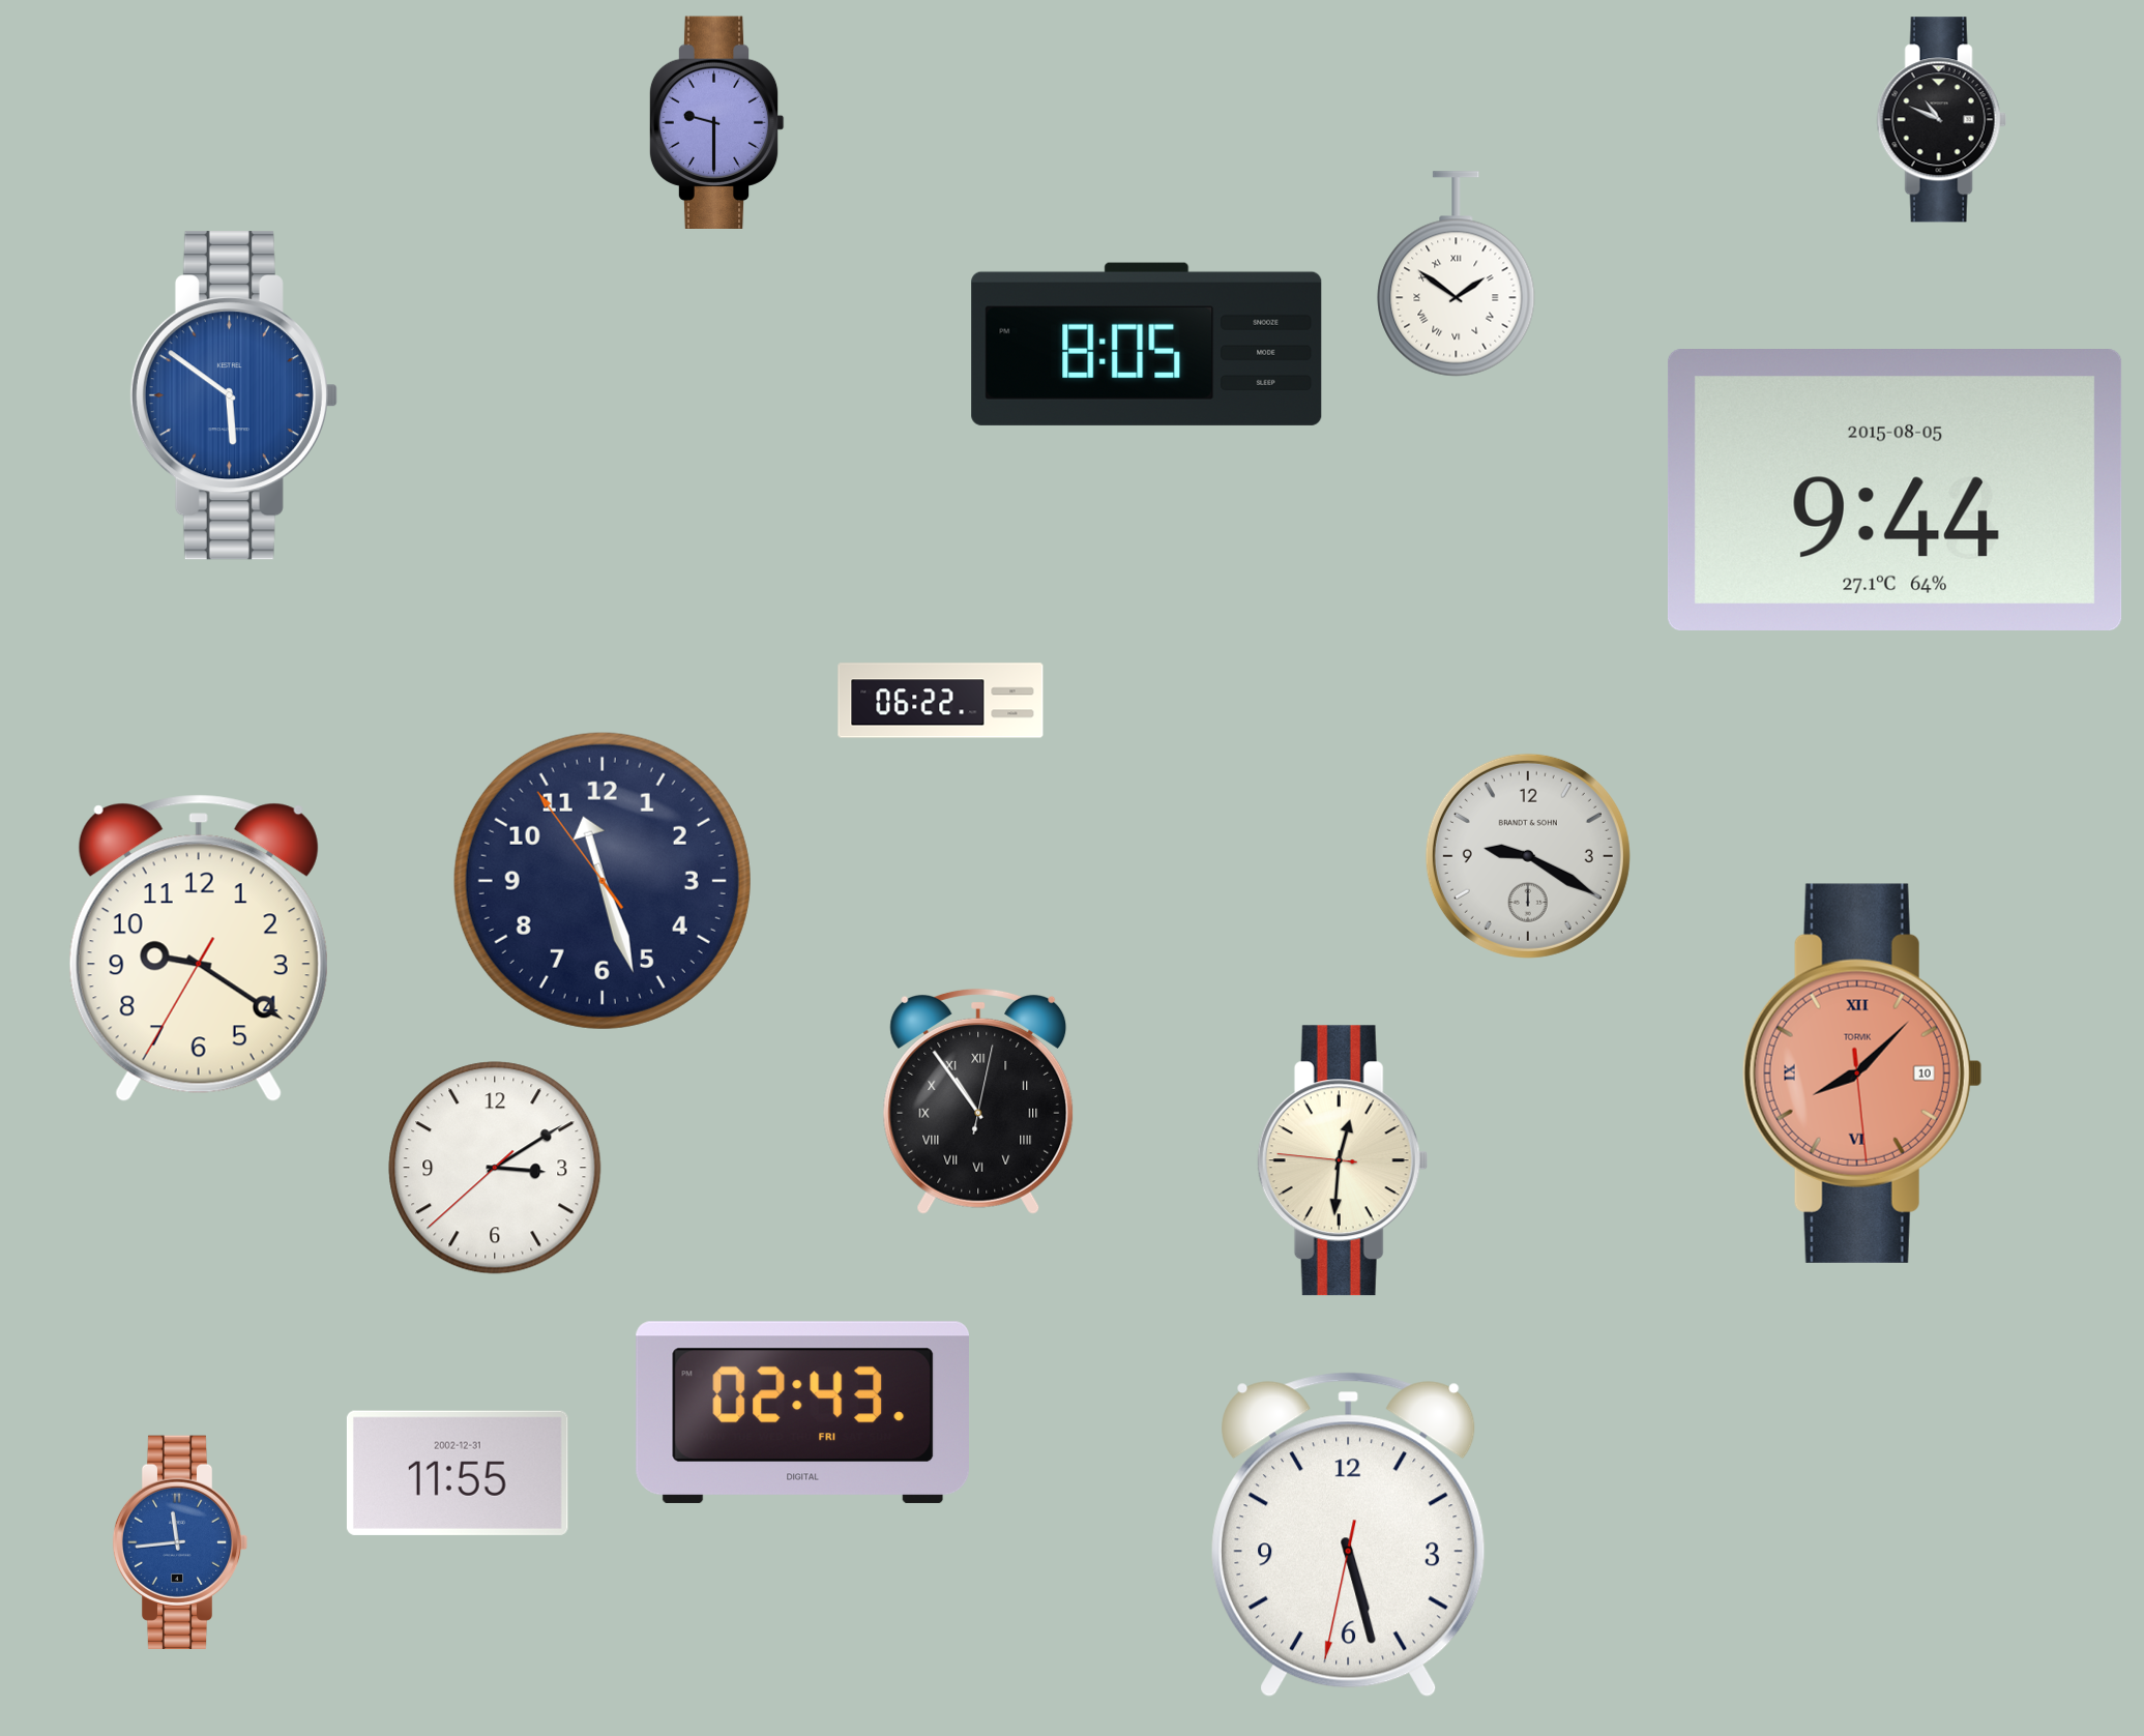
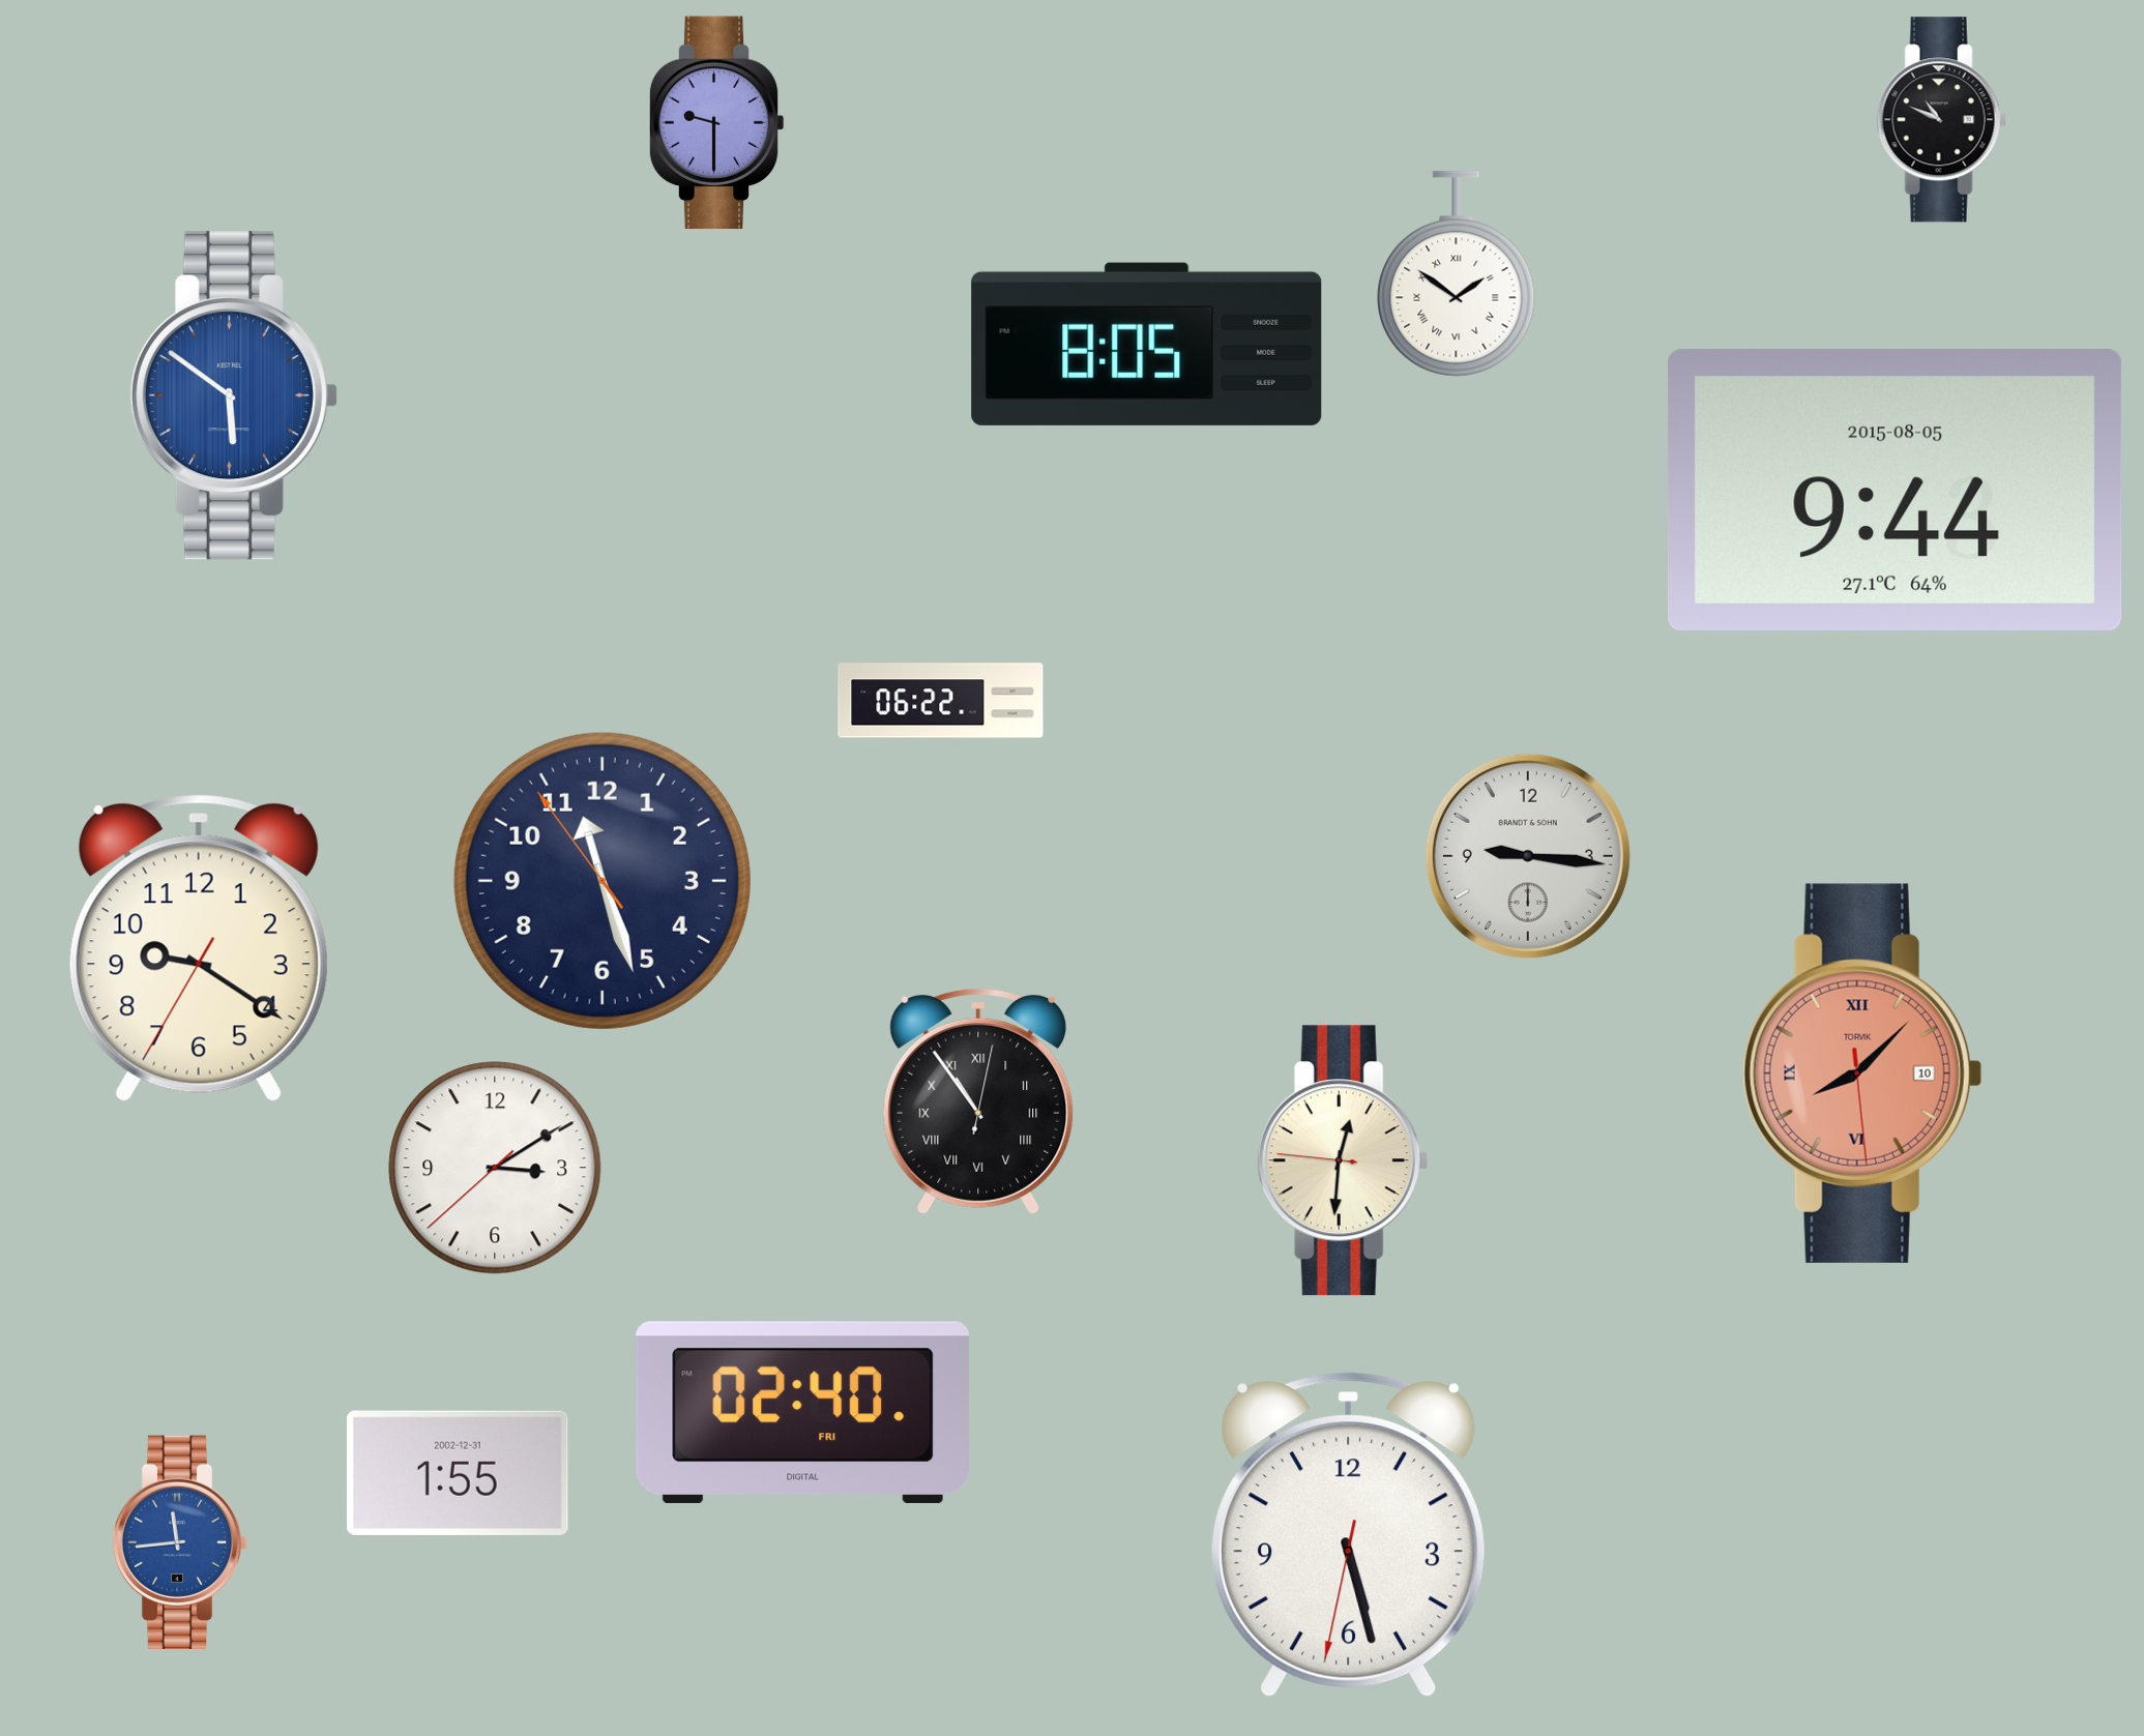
clock at (1528, 856): 9:20 -> 9:16
clock at (802, 1412): 02:43 -> 02:40
clock at (458, 1473): 11:55 -> 1:55
